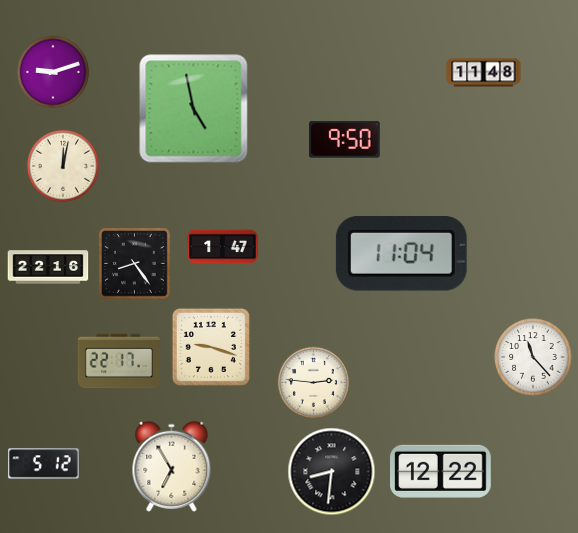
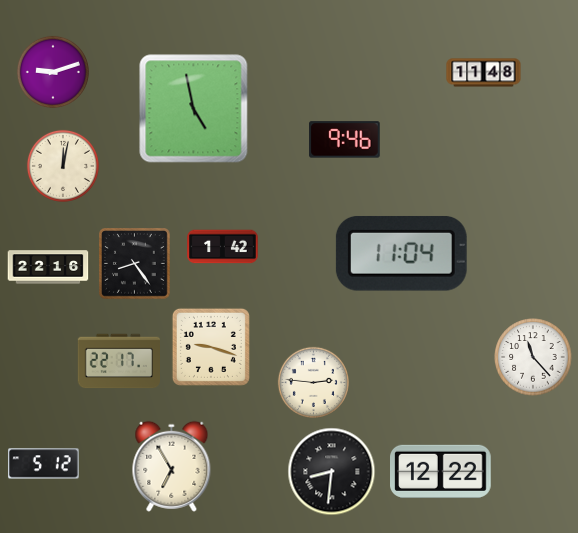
clock at (345, 140): 9:50 -> 9:46
clock at (223, 247): 1:47 -> 1:42
